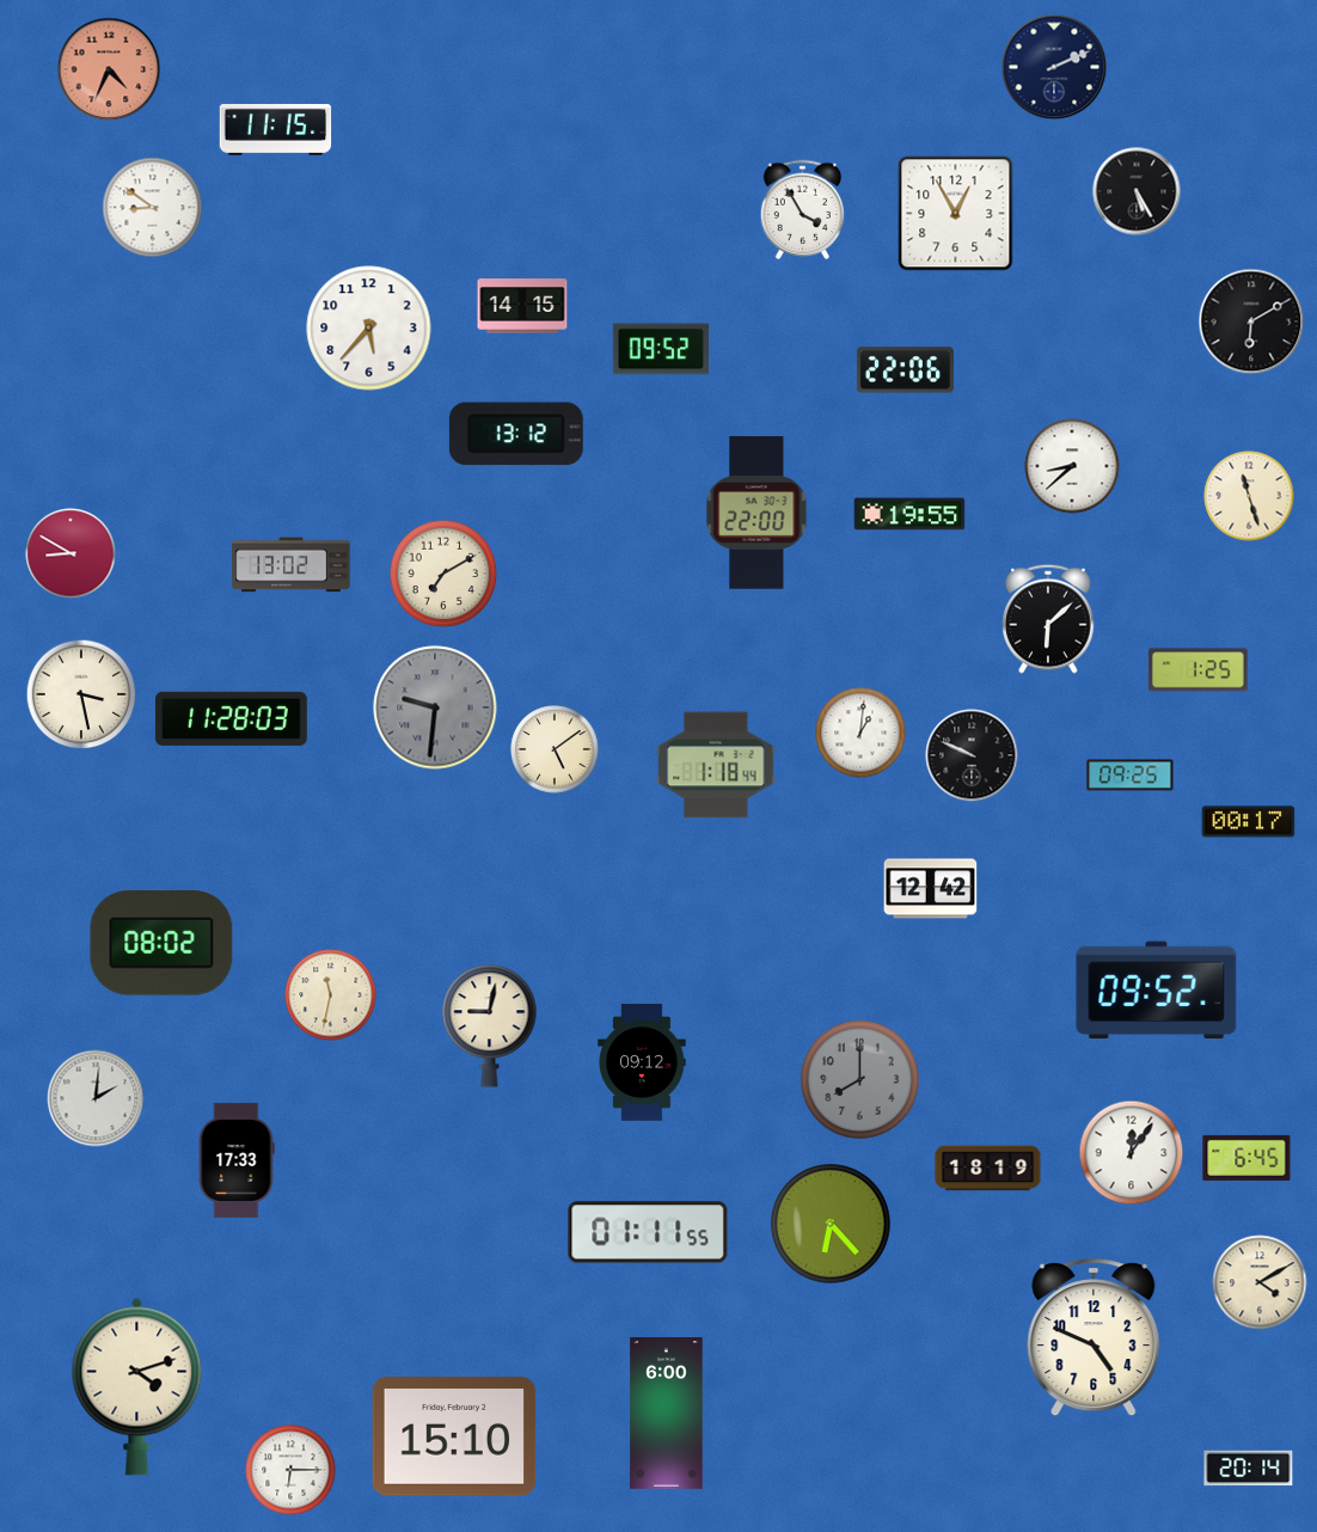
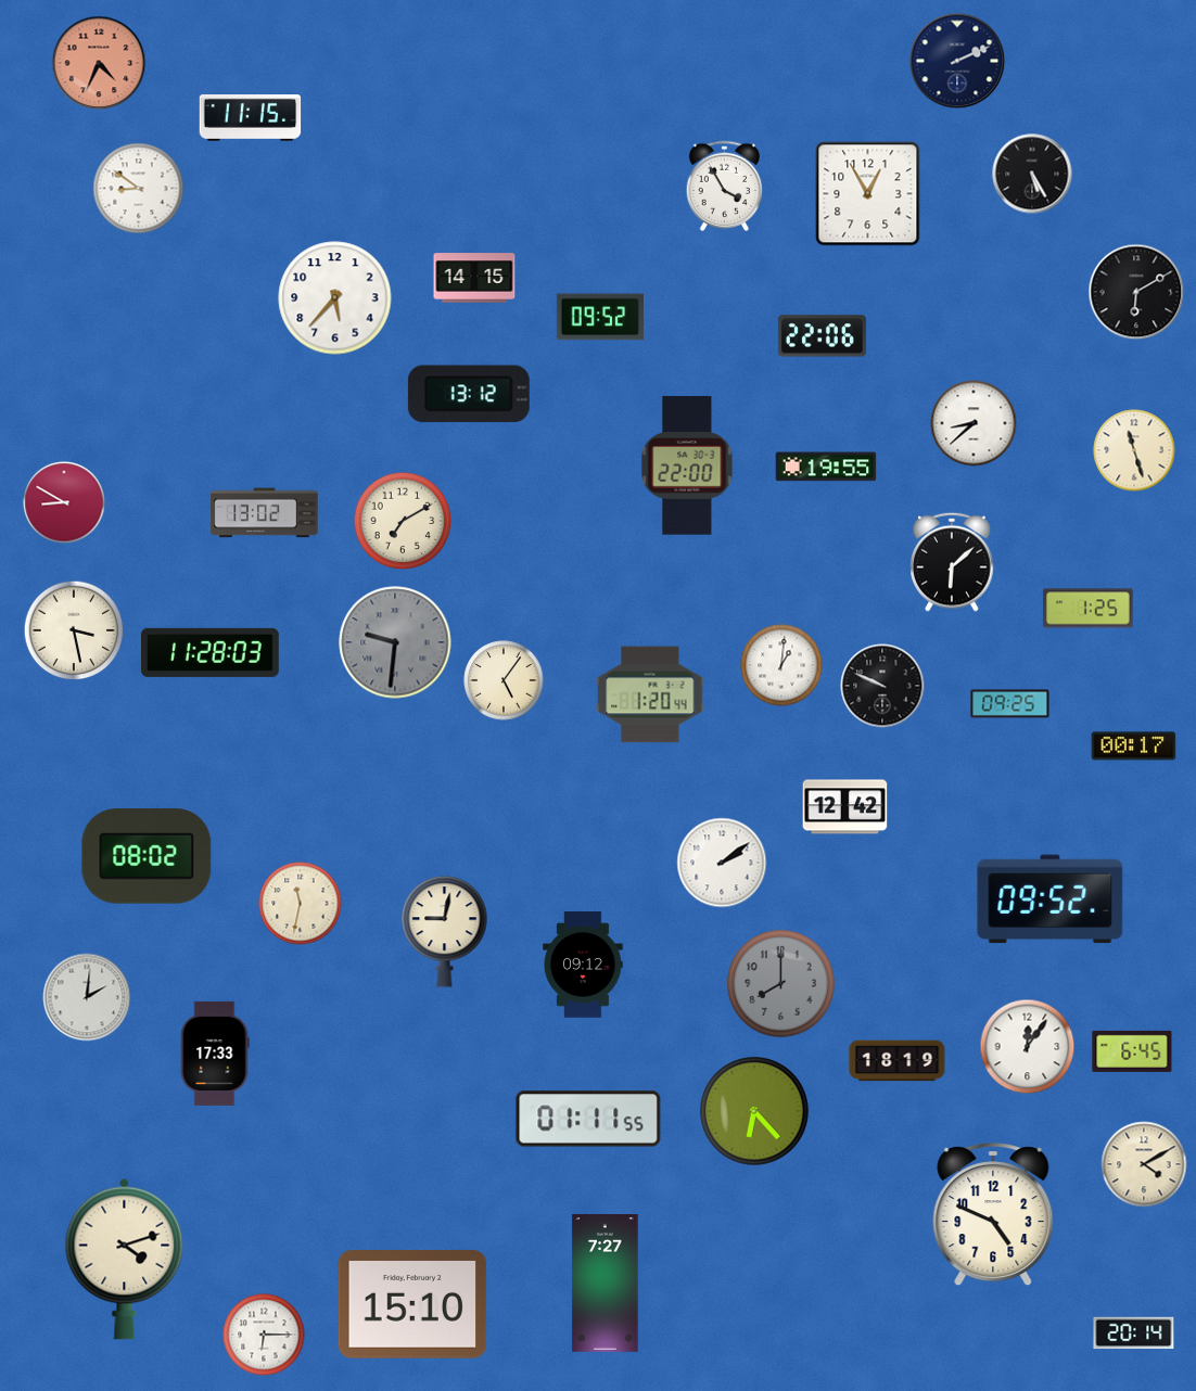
clock at (803, 209) position: (803, 209) -> (725, 186)
clock at (555, 749): 5:09 -> 5:06
clock at (716, 765): 1:18 -> 1:20
clock at (1131, 776) position: (1131, 776) -> (1010, 704)
clock at (722, 863): none -> 2:09
clock at (860, 1080) position: (860, 1080) -> (781, 984)
clock at (667, 1414): 6:00 -> 7:27
